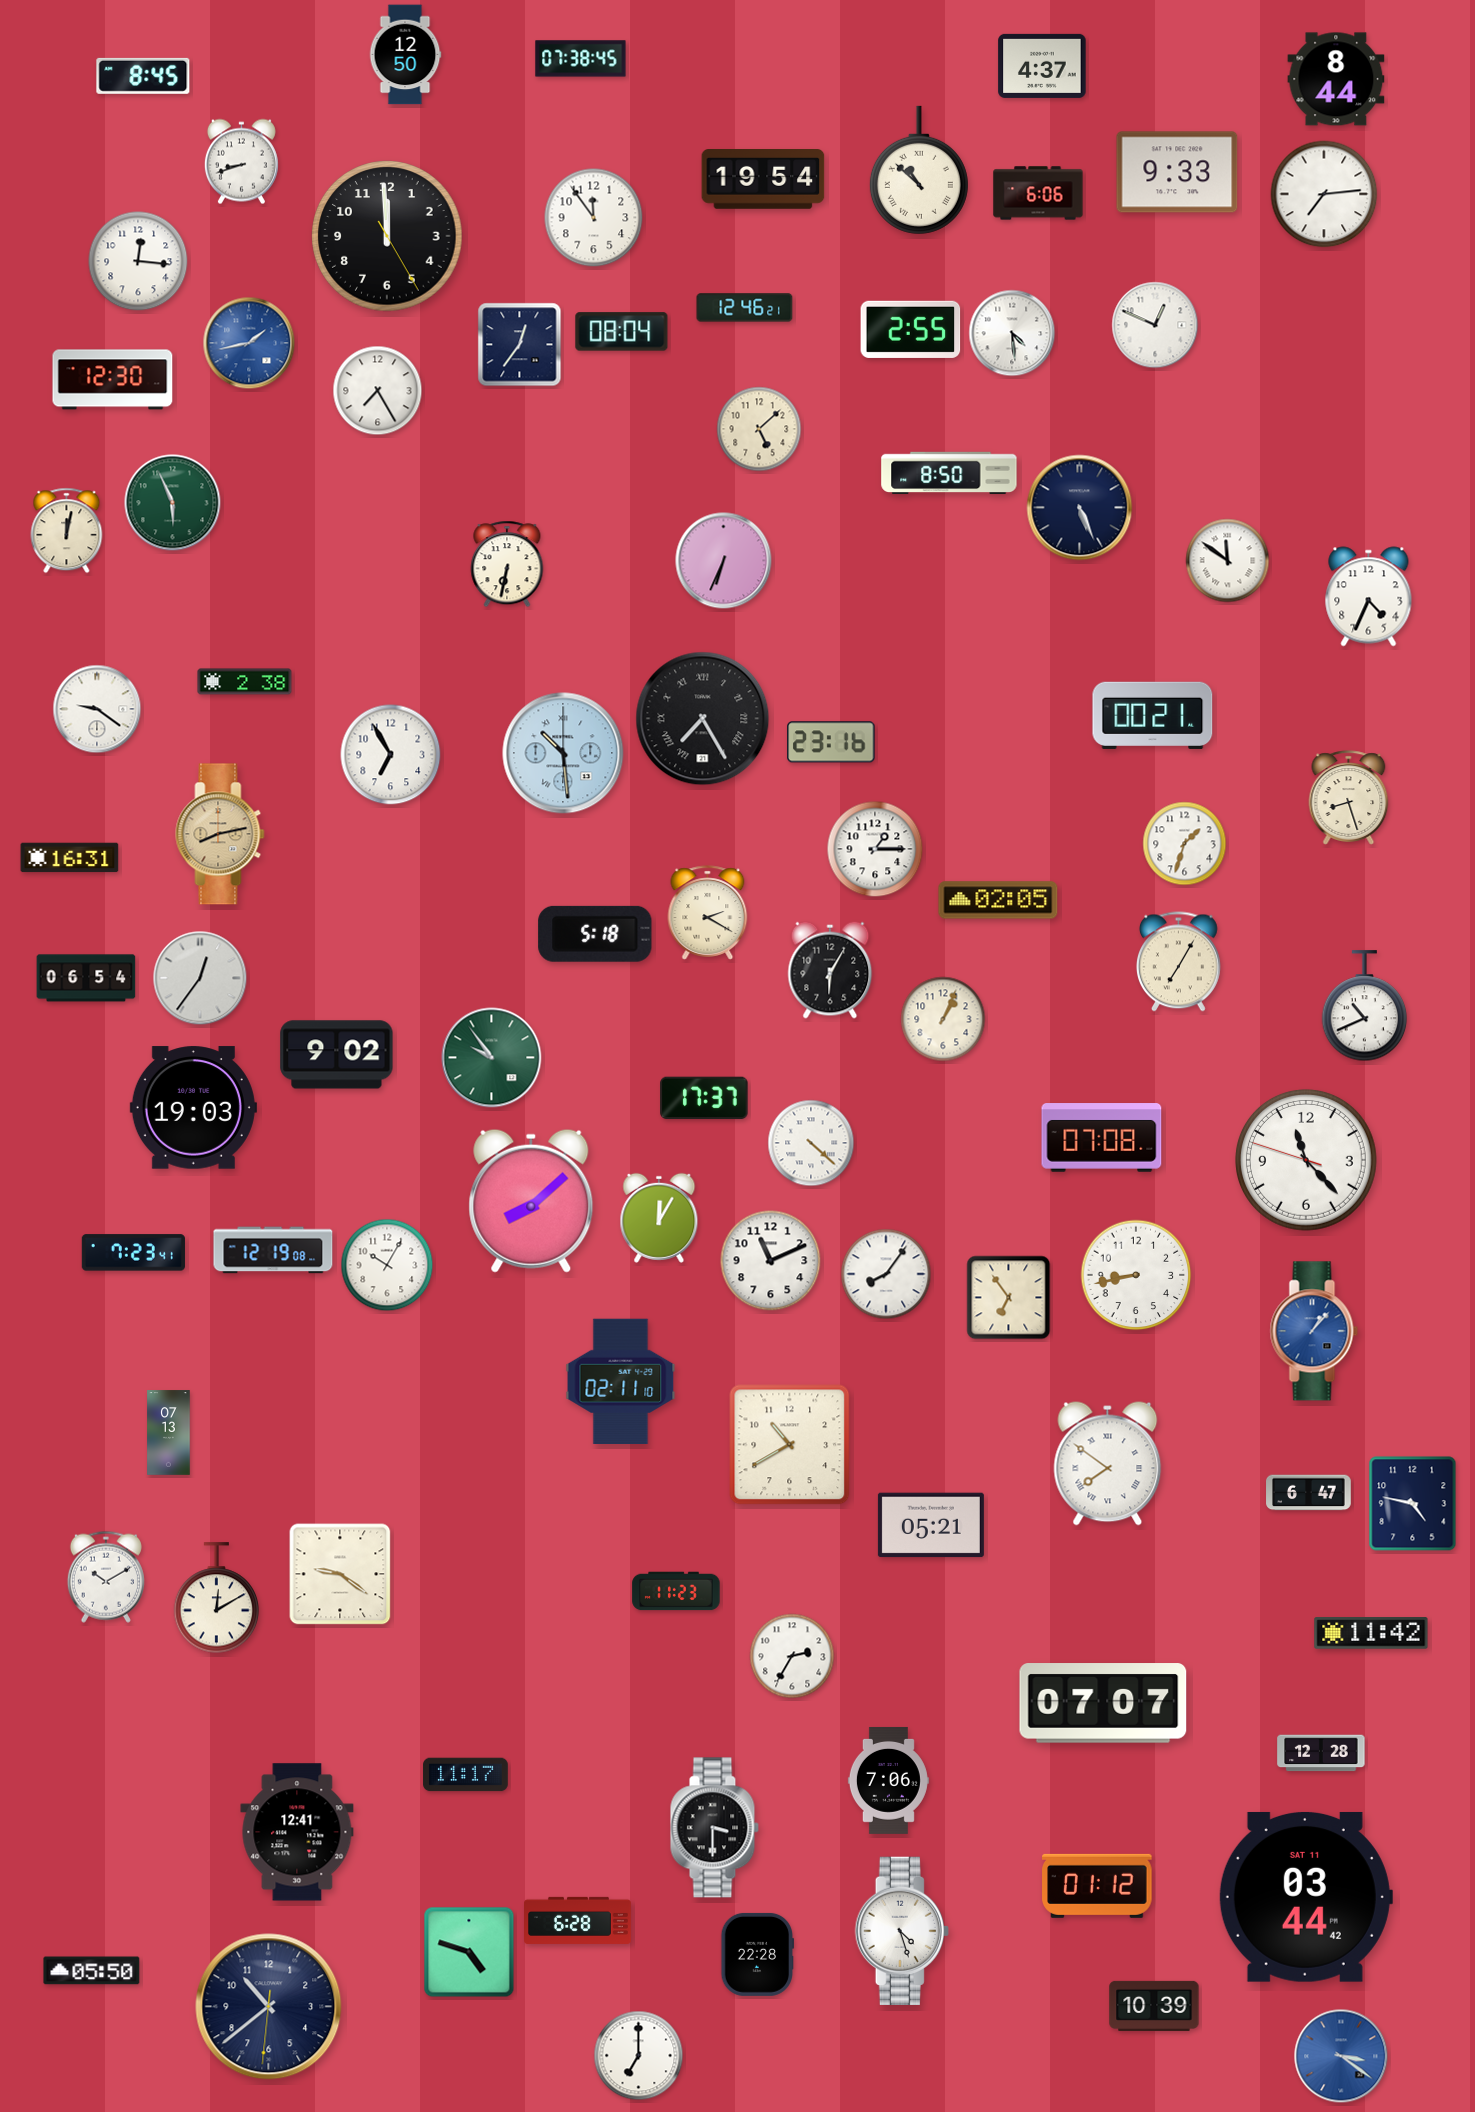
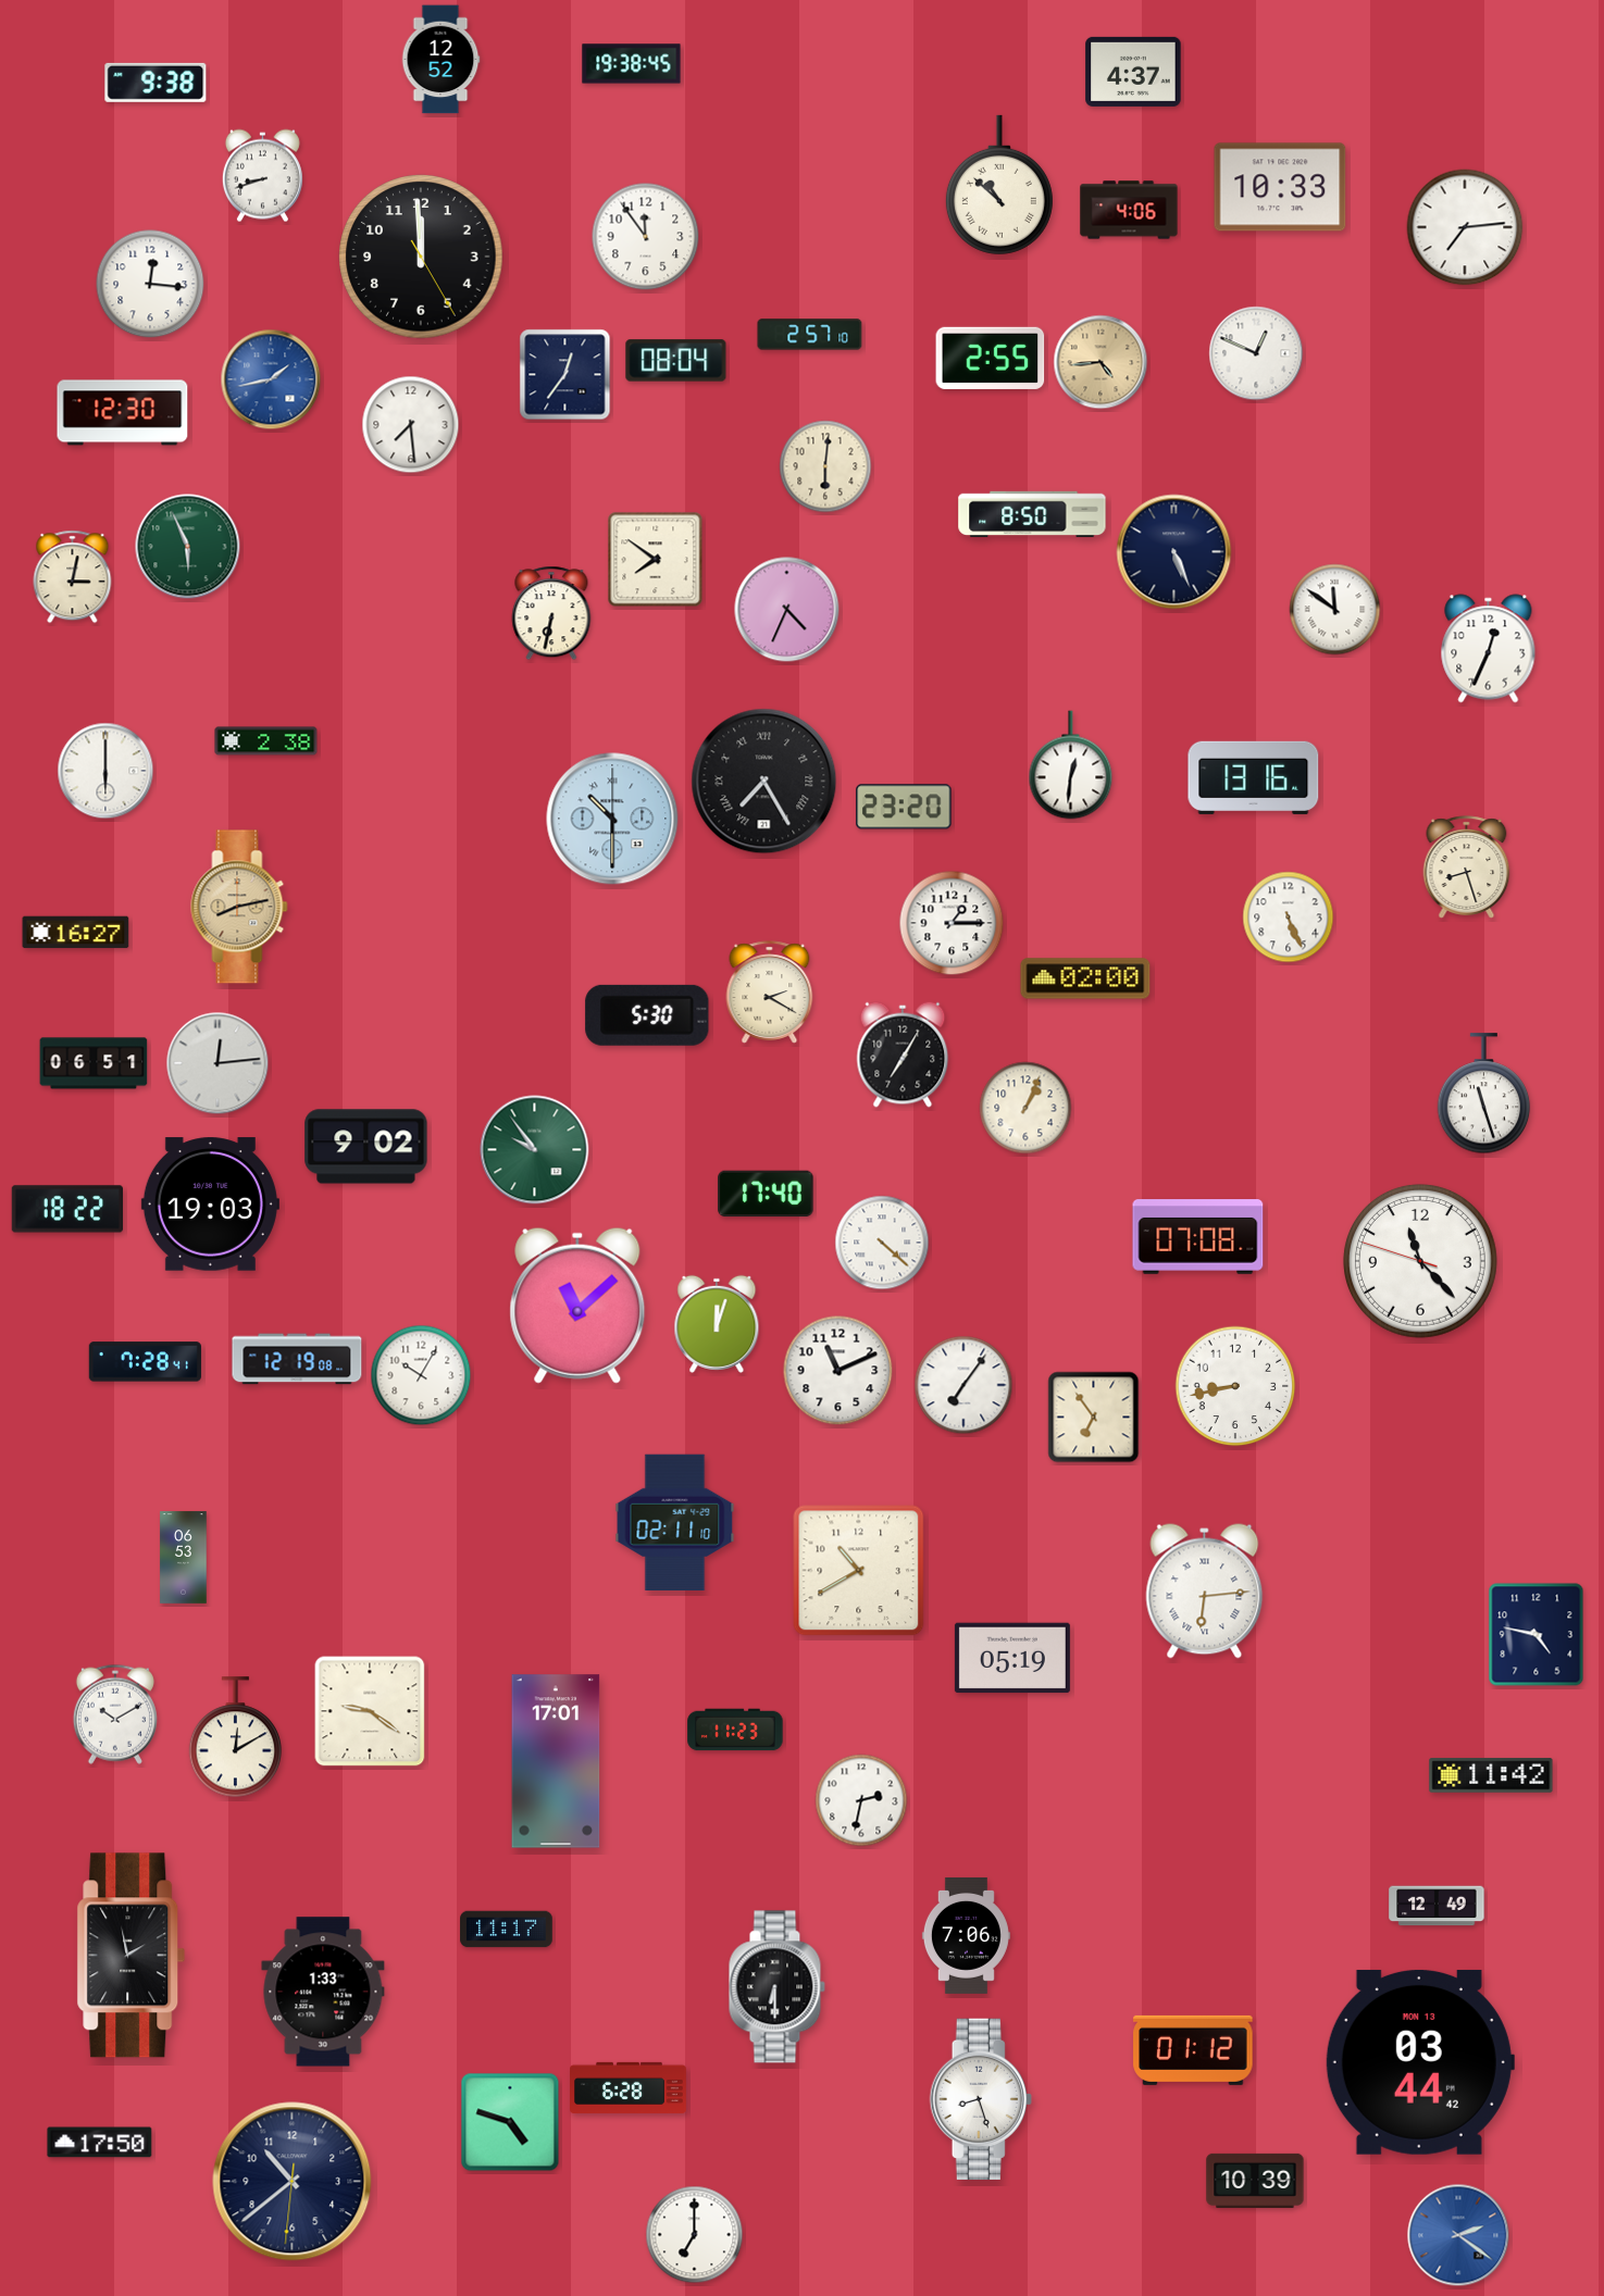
clock at (405, 55): 12:50 -> 12:52
clock at (581, 59): 07:38 -> 19:38
clock at (143, 76): 8:45 -> 9:38
clock at (1336, 79): 8:44 -> none
clock at (1177, 172): 9:33 -> 10:33
clock at (763, 180): 19:54 -> none
clock at (1038, 193): 6:06 -> 4:06
clock at (1324, 194) position: (1324, 194) -> (1465, 227)
clock at (745, 308): 12:46 -> 2:57
clock at (1012, 333): 4:29 -> 4:44
clock at (1012, 333) dial: white -> champagne
clock at (249, 343) position: (249, 343) -> (271, 379)
clock at (378, 391): 7:25 -> 7:29
clock at (759, 429): 5:08 -> 6:01
clock at (656, 560): none -> 7:51
clock at (67, 531): 12:02 -> 3:02
clock at (724, 561): 6:34 -> 4:34
clock at (1369, 597): 4:34 -> 12:34
clock at (1071, 765): none -> 12:31
clock at (97, 709): 9:21 -> 6:00
clock at (1153, 715): 00:21 -> 13:16
clock at (831, 742): 23:16 -> 23:20
clock at (563, 753): 10:29 -> 10:30
clock at (391, 755): 6:55 -> none
clock at (1185, 844): 1:33 -> 5:26
clock at (70, 858): 16:31 -> 16:27
clock at (998, 900): 02:05 -> 02:00
clock at (595, 934): 5:18 -> 5:30
clock at (1178, 962): 7:05 -> none
clock at (830, 970): 6:05 -> 7:05
clock at (86, 978): 06:54 -> 06:51
clock at (200, 978): 12:36 -> 12:14
clock at (1365, 1006): 10:41 -> 11:27
clock at (704, 1098): 17:37 -> 17:40
clock at (66, 1209): none -> 18:22
clock at (531, 1201): 8:08 -> 11:08
clock at (659, 1218): 12:05 -> 12:03
clock at (133, 1253): 7:23 -> 7:28
clock at (886, 1274): 8:06 -> 7:06
clock at (1009, 1298) position: (1009, 1298) -> (1094, 1418)
clock at (1314, 1331): 1:07 -> none
clock at (621, 1381) position: (621, 1381) -> (675, 1522)
clock at (169, 1433): 07:13 -> 06:53
clock at (1108, 1464): 7:51 -> 6:14
clock at (1309, 1493): 6:47 -> none
clock at (931, 1525): 05:21 -> 05:19
clock at (556, 1761): none -> 17:01
clock at (792, 1656): 2:35 -> 2:32
clock at (1103, 1703): 07:07 -> none
clock at (1321, 1753): 12:28 -> 12:49
clock at (132, 1956): none -> 1:58
clock at (714, 1828): 3:30 -> 6:30
clock at (297, 1832): 12:41 -> 1:33
clock at (1306, 1897) date: SAT 11 -> MON 13
clock at (902, 1931): 4:27 -> 8:27
clock at (757, 1954): 22:28 -> none
clock at (92, 1971): 05:50 -> 17:50
clock at (1341, 2056): 3:21 -> 2:21
